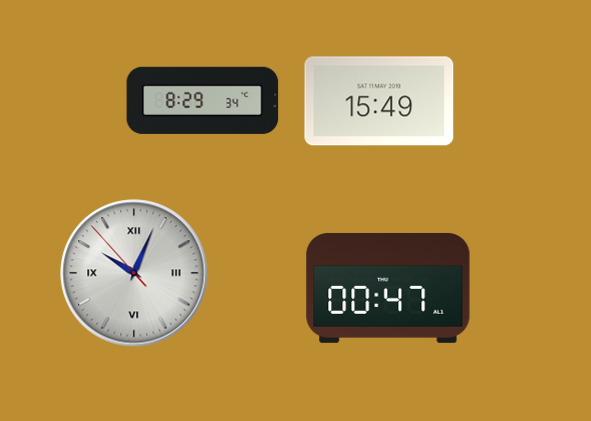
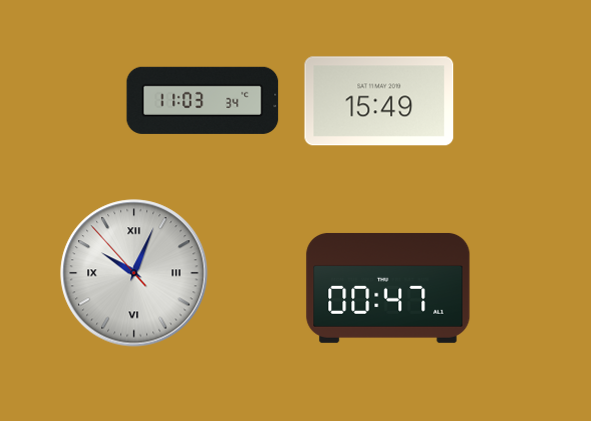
clock at (203, 100): 8:29 -> 11:03
